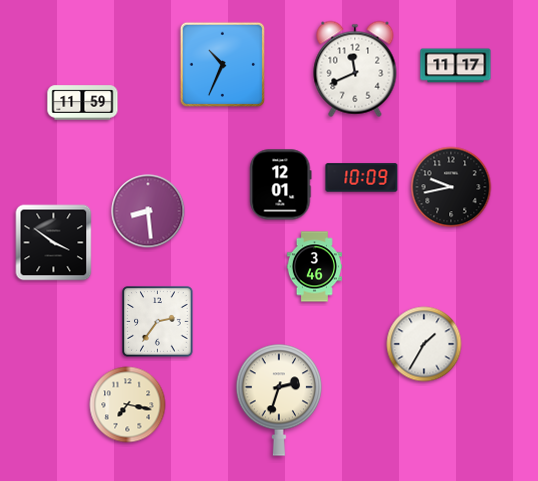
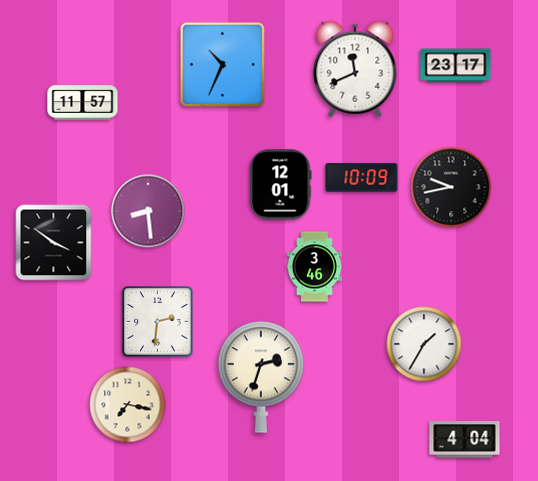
clock at (456, 66): 11:17 -> 23:17
clock at (83, 103): 11:59 -> 11:57
clock at (158, 322): 2:36 -> 2:31
clock at (279, 400) position: (279, 400) -> (261, 377)
clock at (465, 440): none -> 4:04
